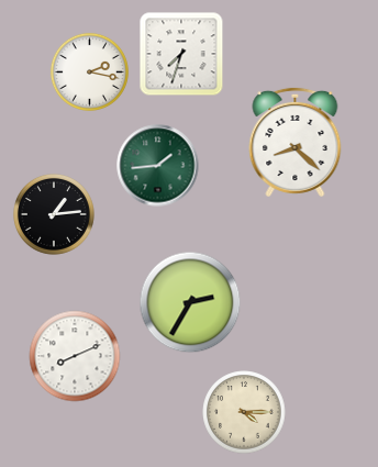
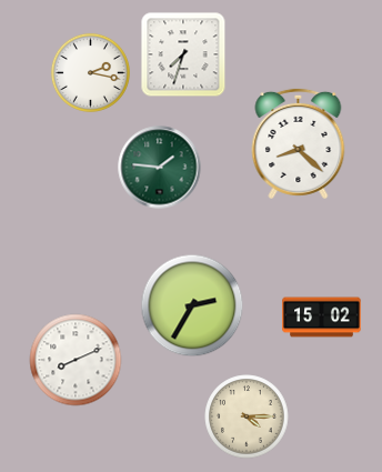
clock at (158, 166): 1:44 -> 1:46
clock at (54, 214): 1:14 -> none
clock at (322, 318): none -> 15:02
